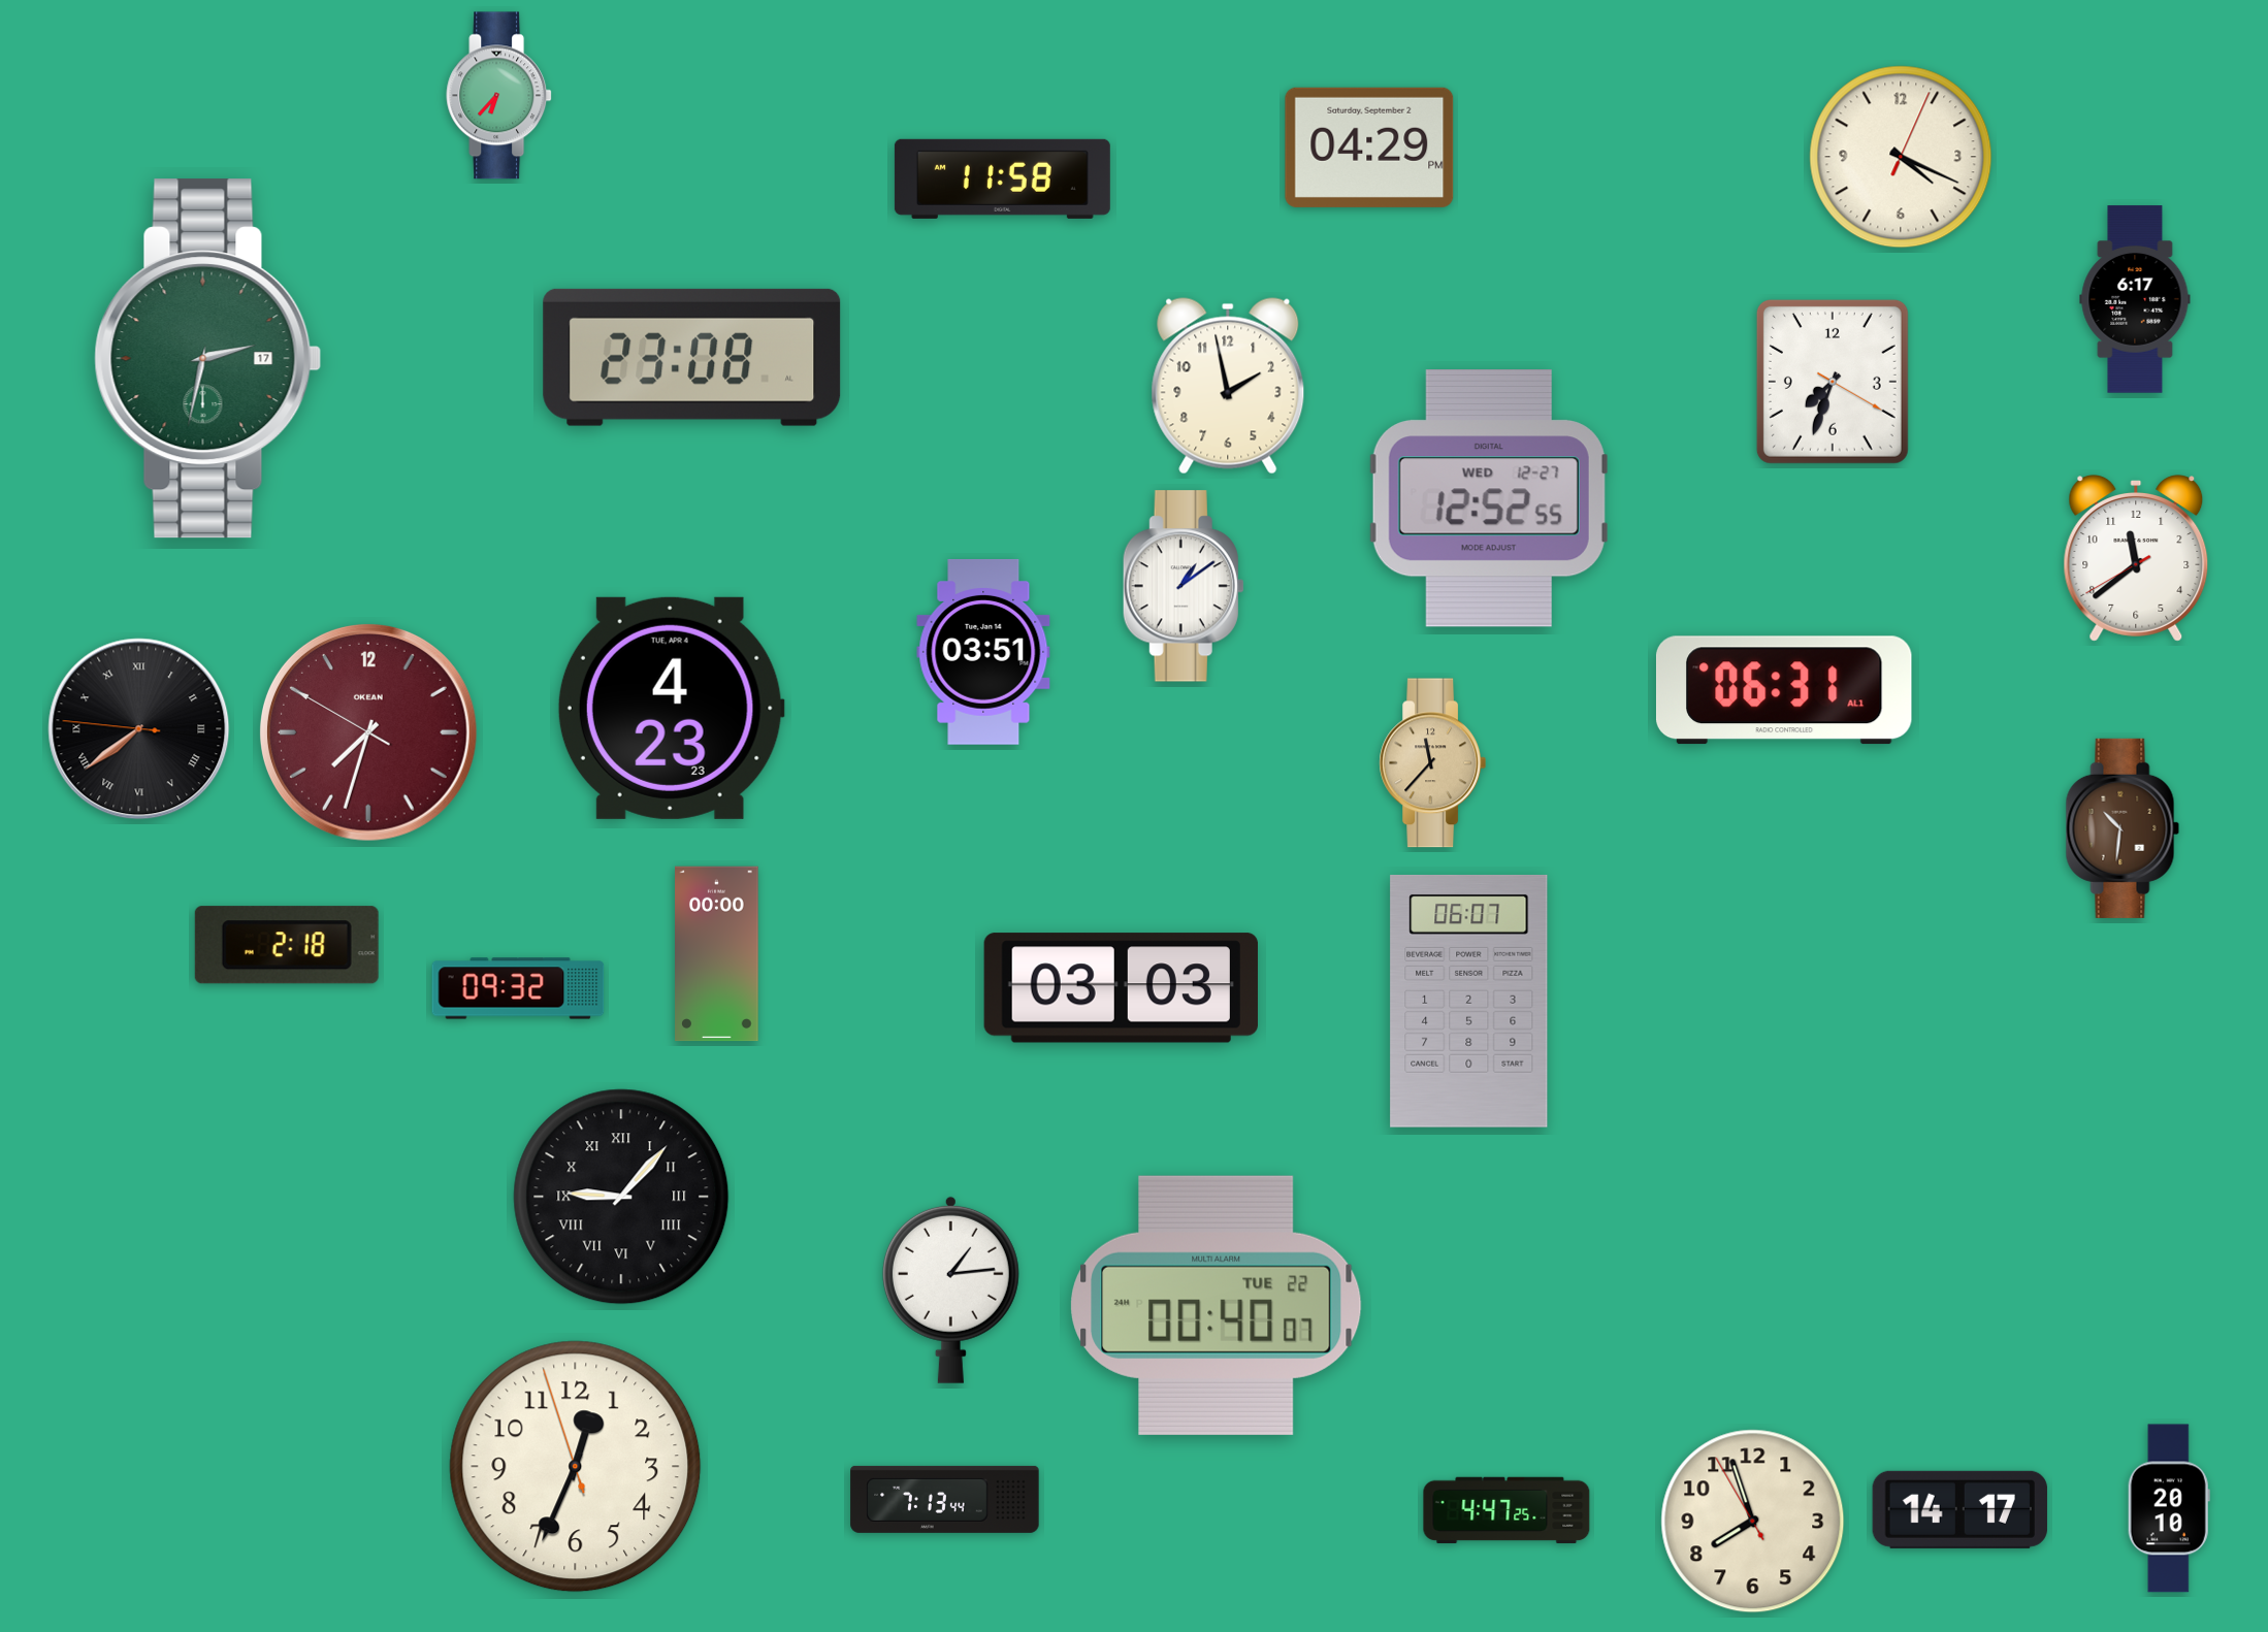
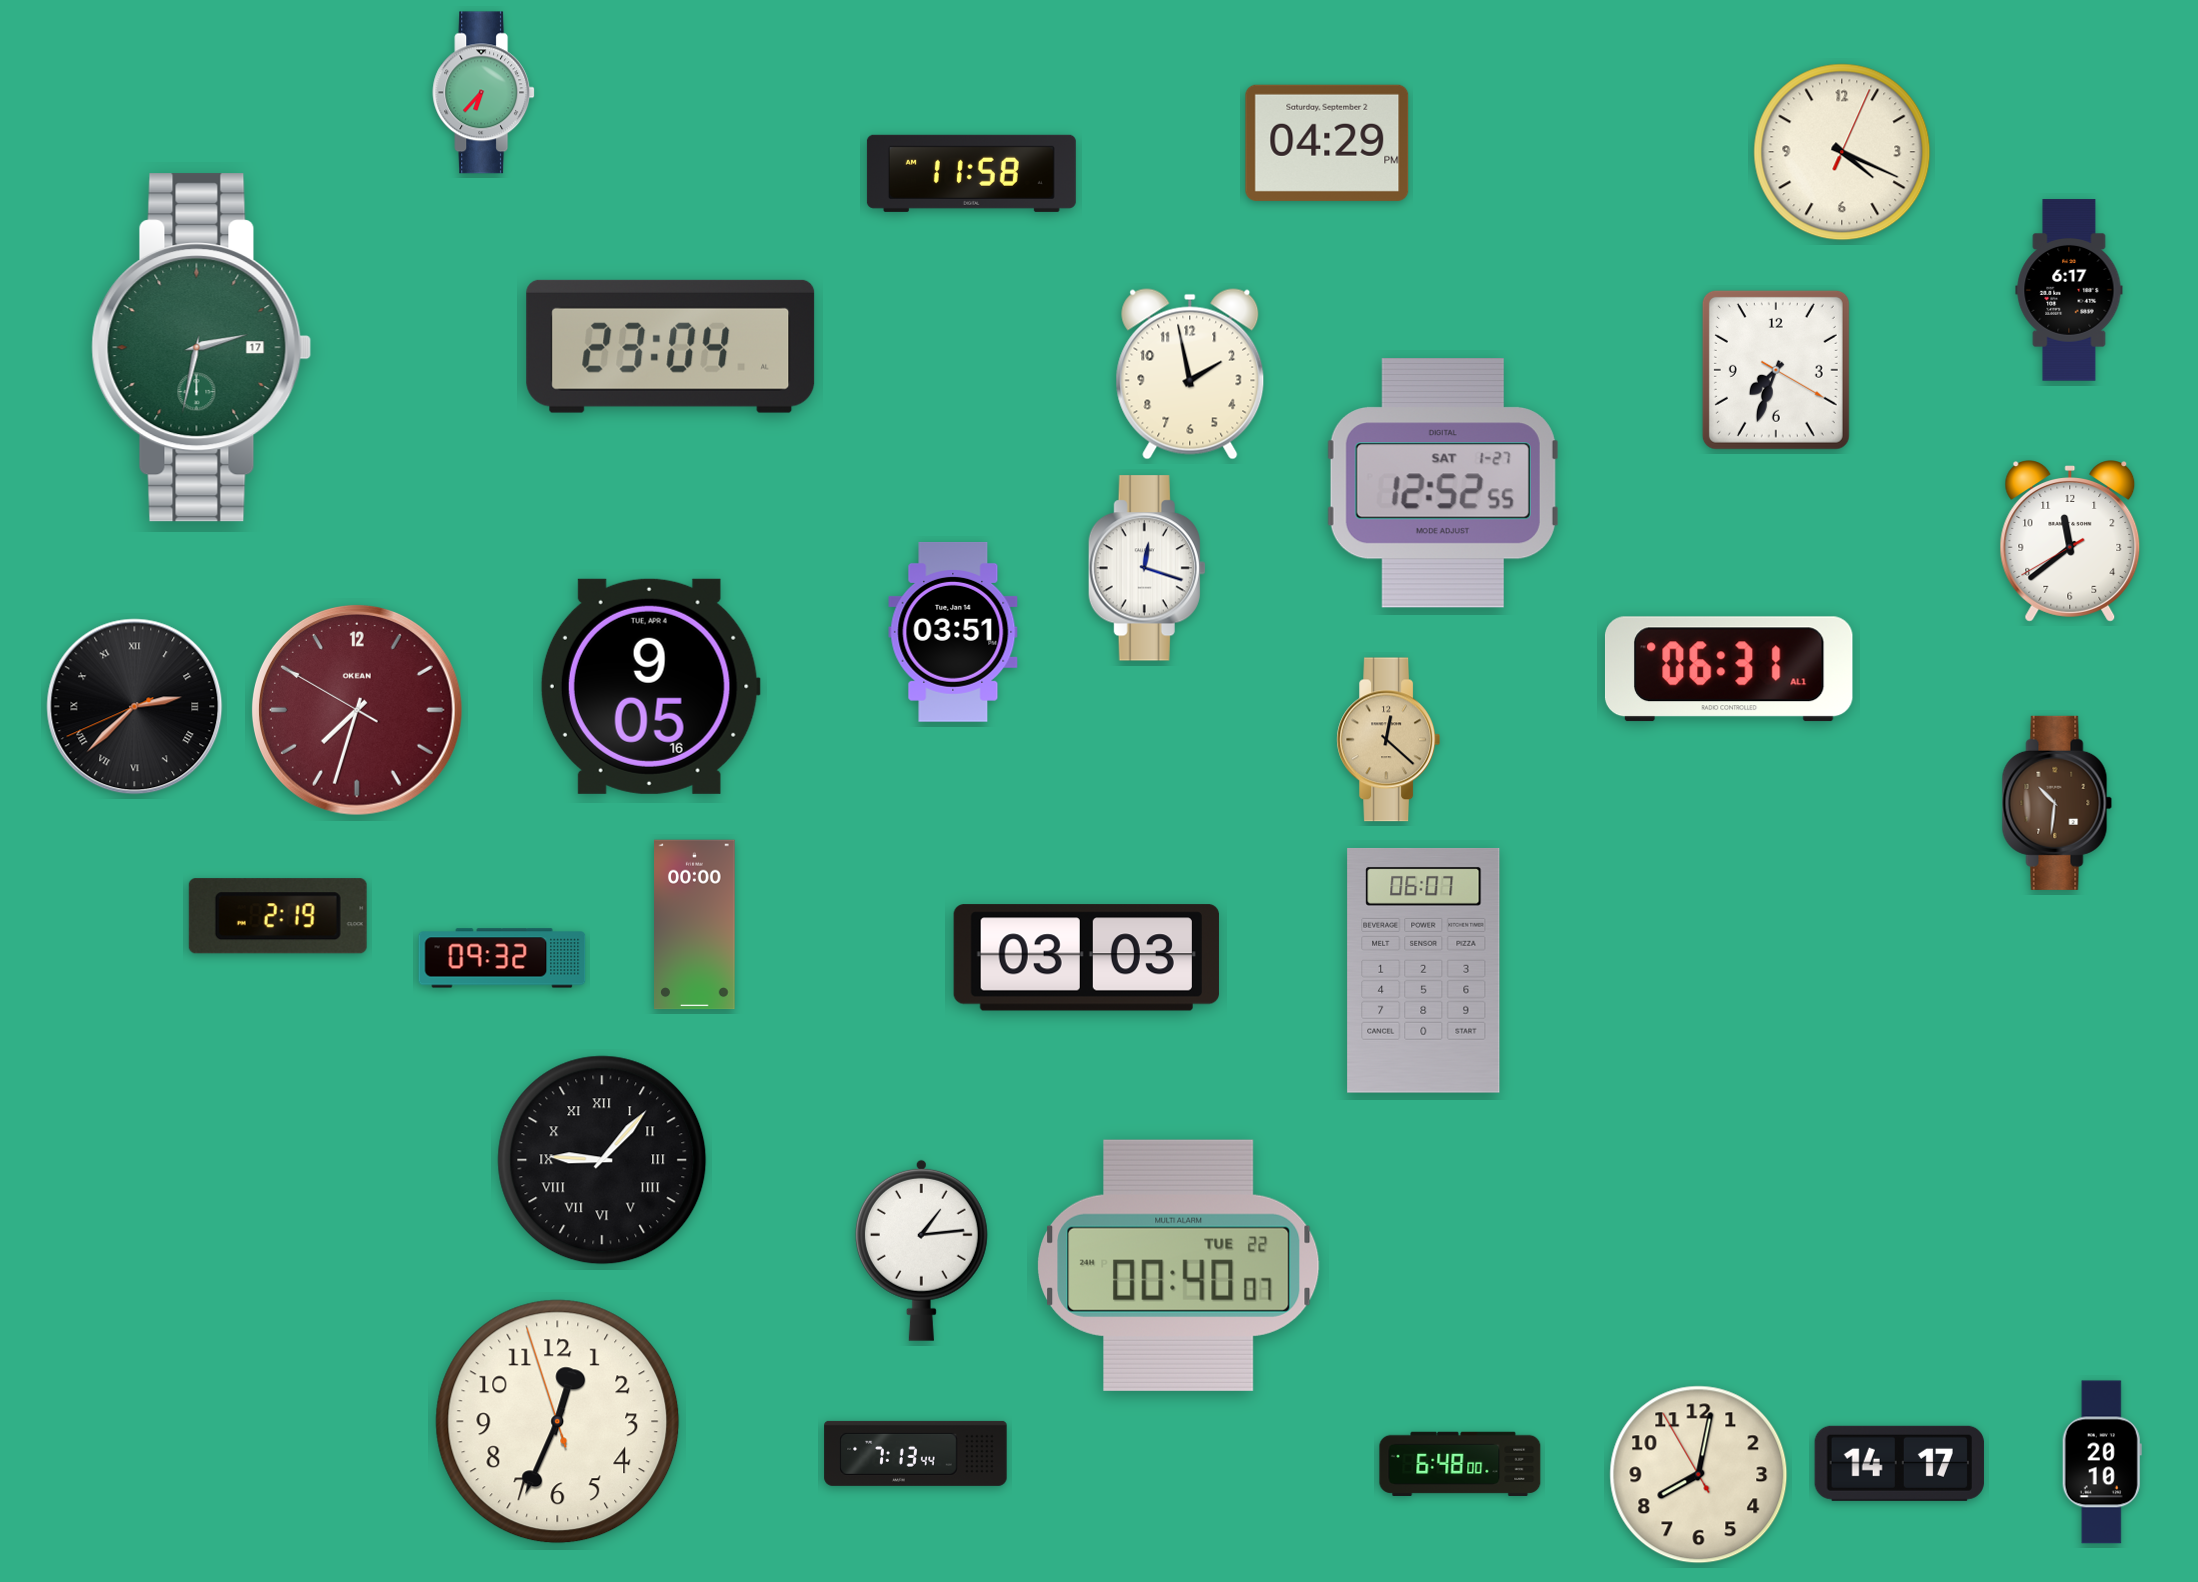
clock at (692, 357): 23:08 -> 23:04
clock at (1489, 498) date: WED 12-27 -> SAT 1-27
clock at (1184, 586): 1:09 -> 12:18
clock at (671, 708): 4:23 -> 9:05
clock at (139, 729): 7:38 -> 2:37
clock at (1432, 763): 11:37 -> 12:22
clock at (287, 945): 2:18 -> 2:19
clock at (1506, 1510): 4:47 -> 6:48
clock at (1753, 1522): 7:56 -> 8:01
